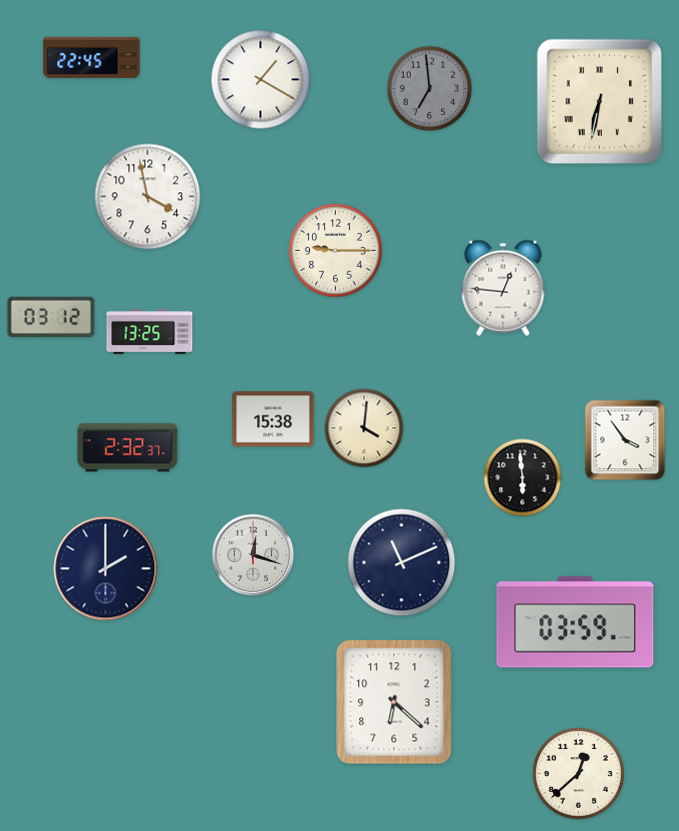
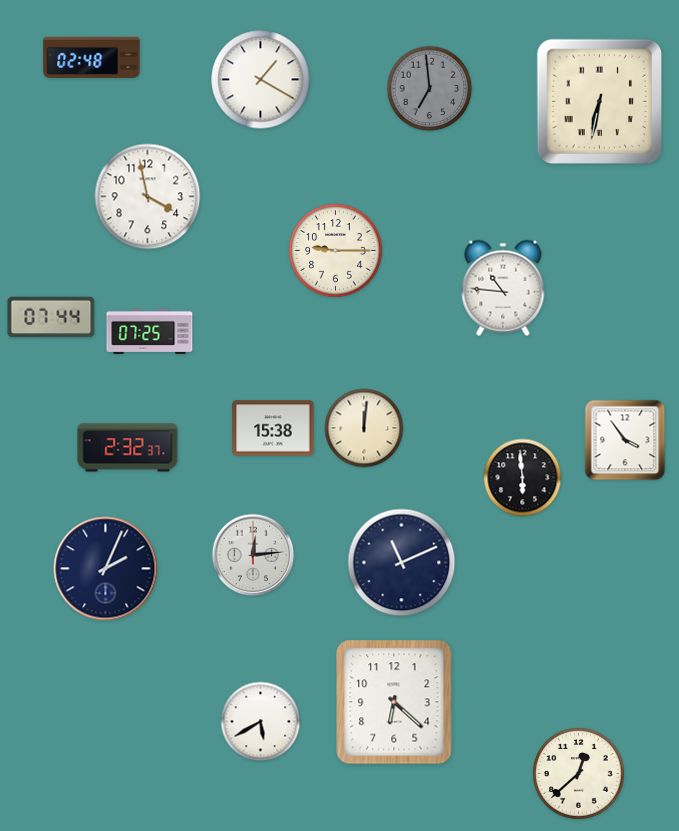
clock at (92, 57): 22:45 -> 02:48
clock at (503, 288): 12:46 -> 10:46
clock at (51, 317): 03:12 -> 07:44
clock at (150, 331): 13:25 -> 07:25
clock at (273, 419) position: (273, 419) -> (273, 428)
clock at (364, 428): 4:01 -> 12:01
clock at (253, 555): 12:18 -> 12:14
clock at (106, 569): 2:00 -> 2:04
clock at (575, 622): 03:59 -> none
clock at (261, 722): none -> 5:40
